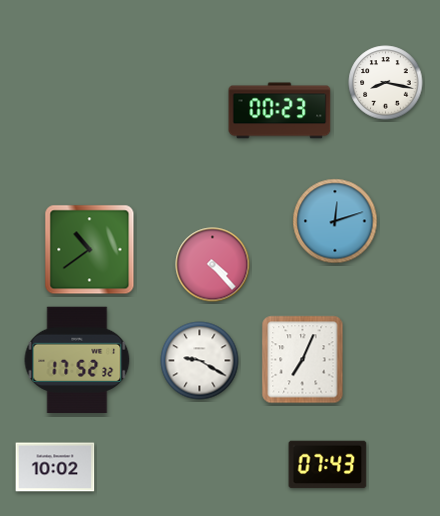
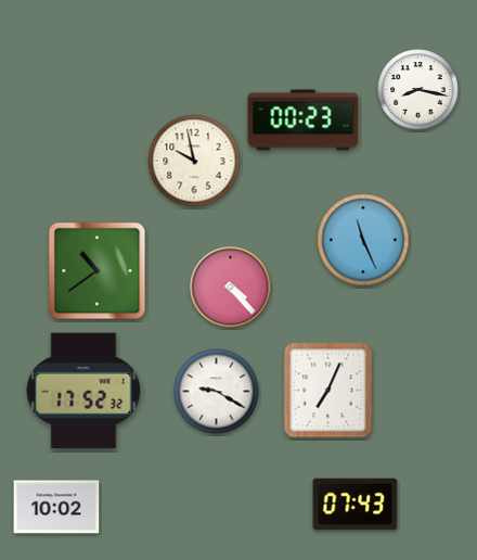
clock at (194, 161): none -> 9:58
clock at (335, 221): 12:12 -> 11:26
clock at (55, 467) position: (55, 467) -> (56, 507)
